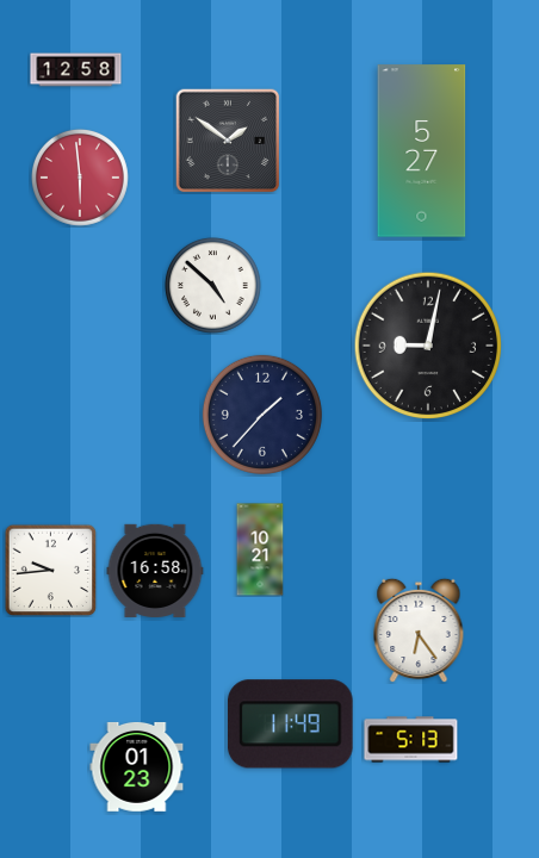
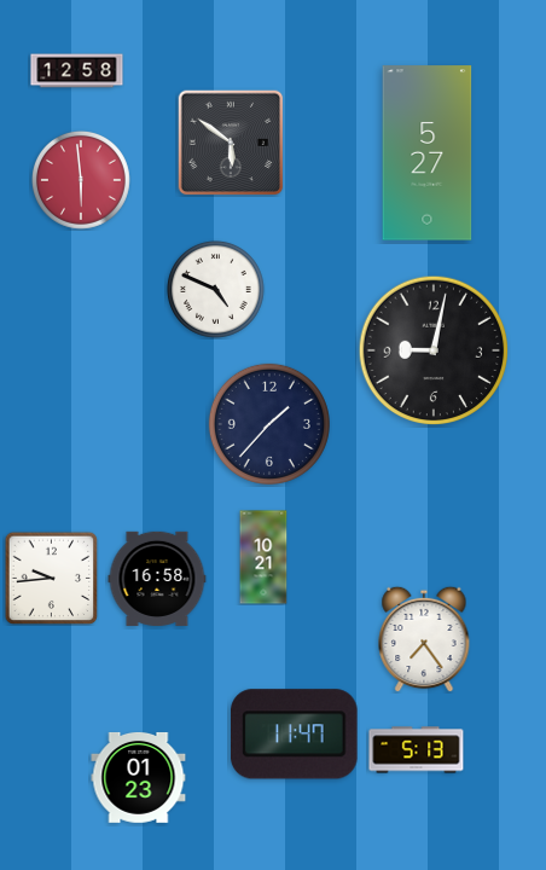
clock at (228, 141): 1:51 -> 5:51
clock at (213, 286): 4:52 -> 4:49
clock at (262, 415) position: (262, 415) -> (269, 424)
clock at (419, 630): 6:24 -> 7:24
clock at (291, 725): 11:49 -> 11:47
